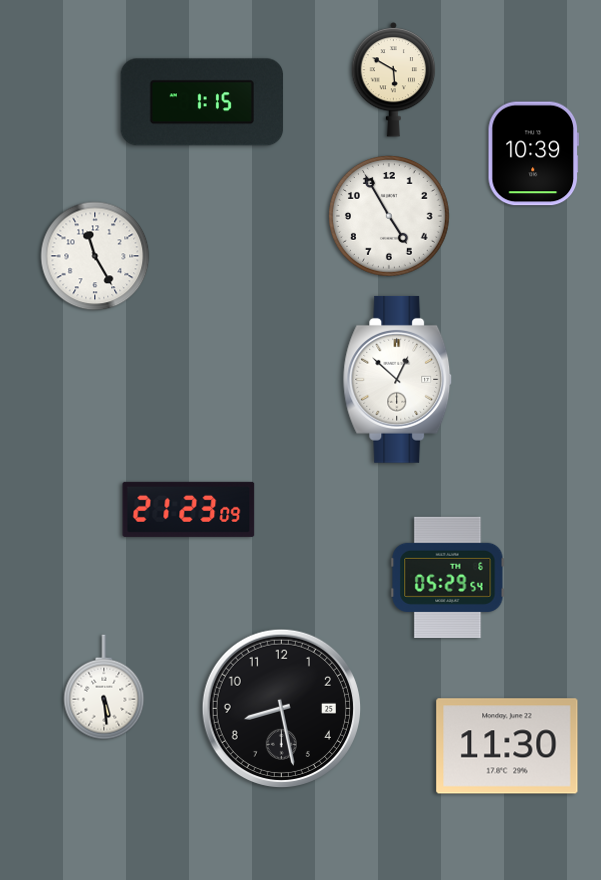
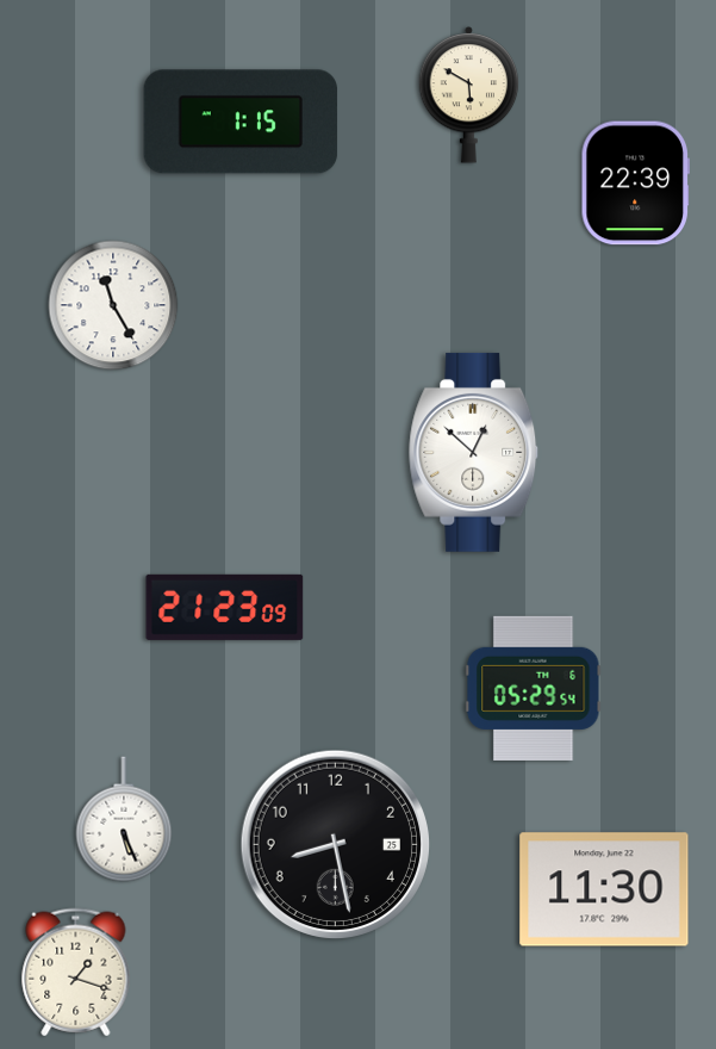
clock at (533, 154): 10:39 -> 22:39
clock at (390, 217): 4:55 -> none
clock at (104, 687): 5:29 -> 5:26
clock at (76, 973): none -> 1:18
